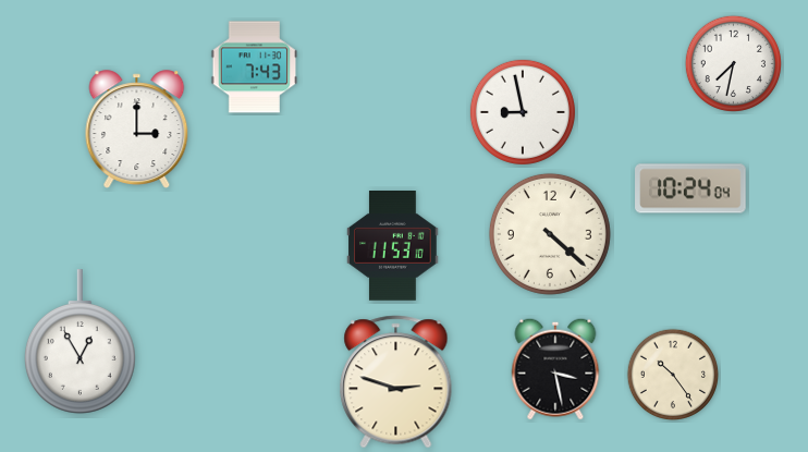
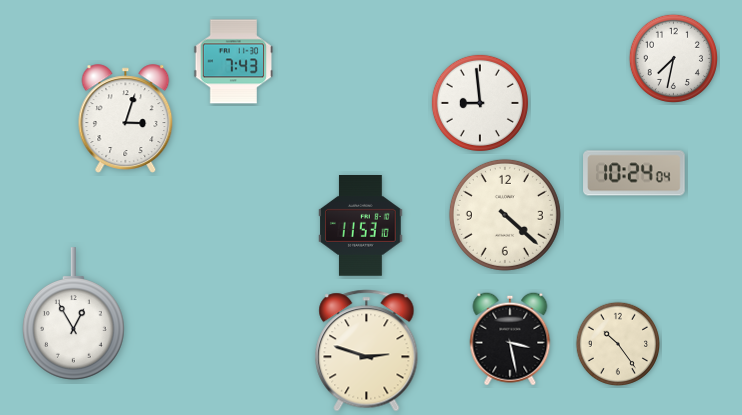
clock at (523, 112): 8:58 -> 8:59
clock at (137, 130): 3:00 -> 3:03
clock at (396, 382) position: (396, 382) -> (367, 351)
